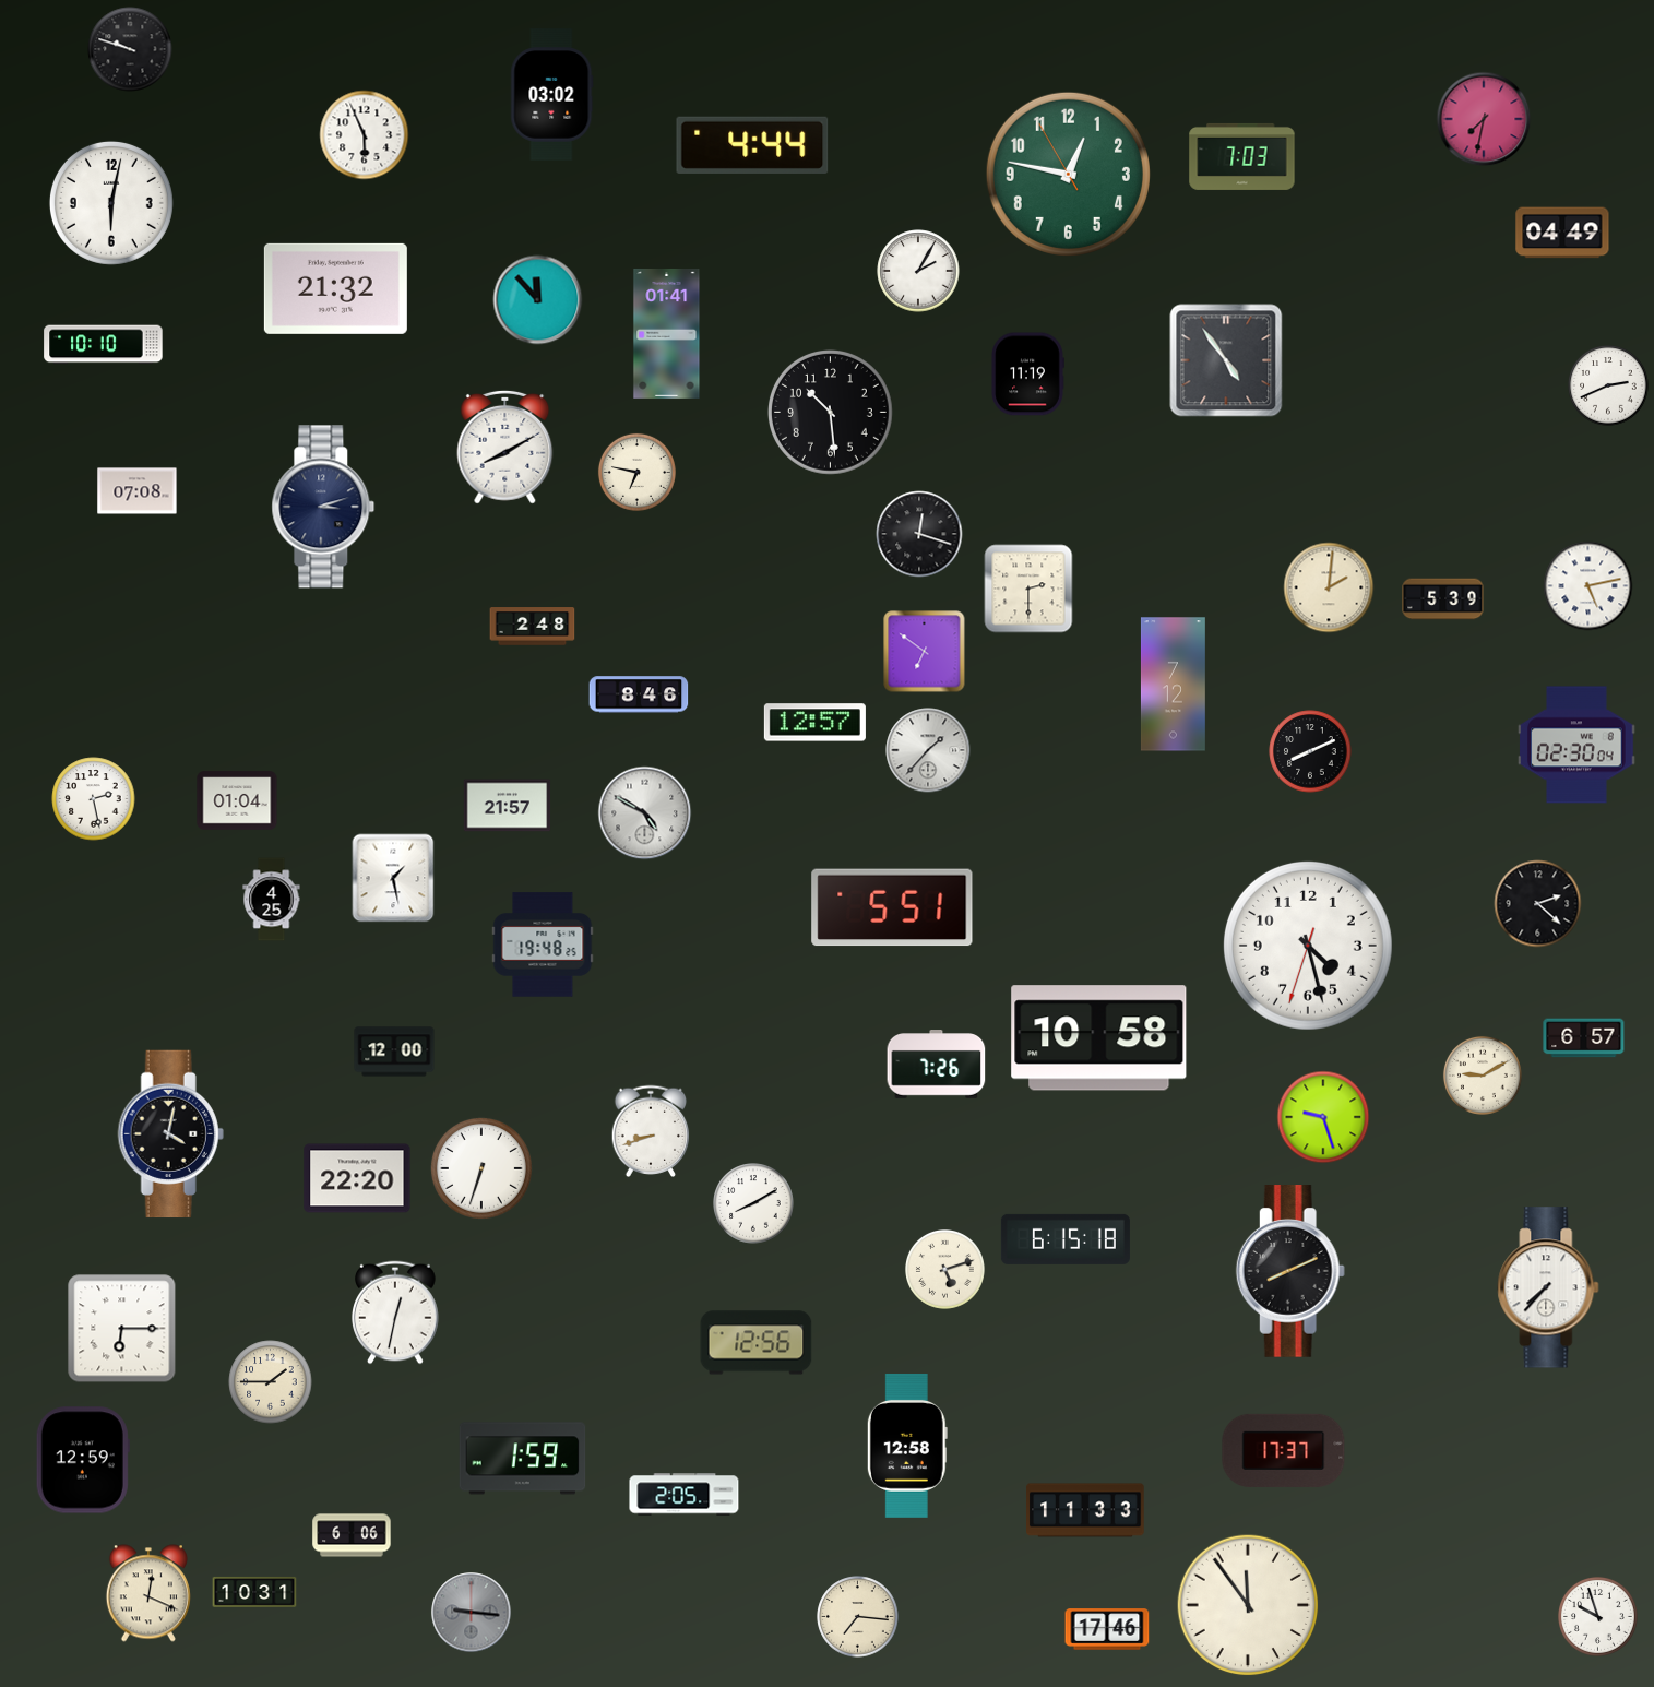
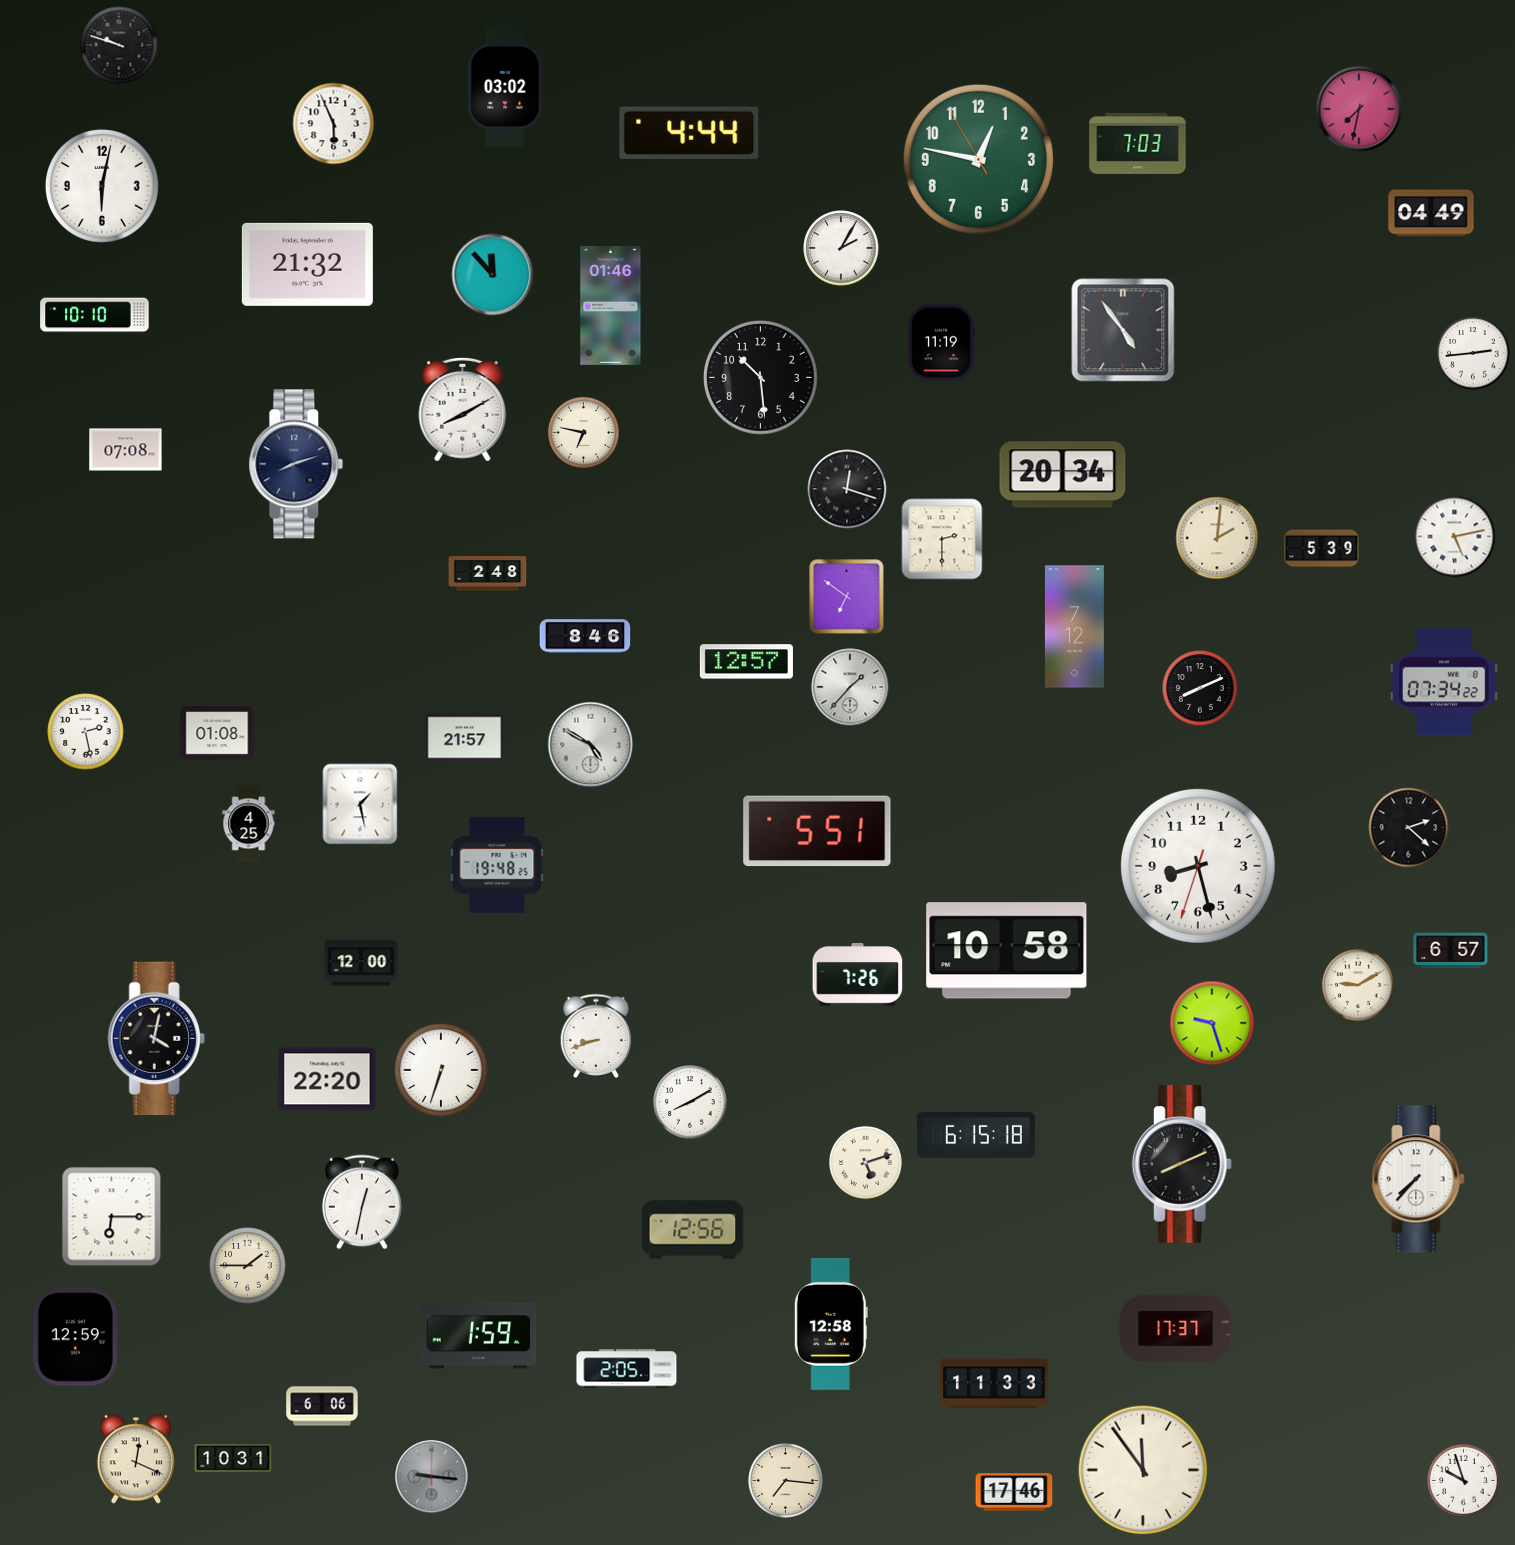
clock at (667, 333): 01:41 -> 01:46
clock at (1608, 385): 2:41 -> 2:44
clock at (323, 507): 3:12 -> 8:12
clock at (1063, 475): none -> 20:34
clock at (919, 534) position: (919, 534) -> (847, 489)
clock at (1576, 745): 02:30 -> 07:34
clock at (237, 800): 01:04 -> 01:08
clock at (1308, 946): 4:27 -> 8:27
